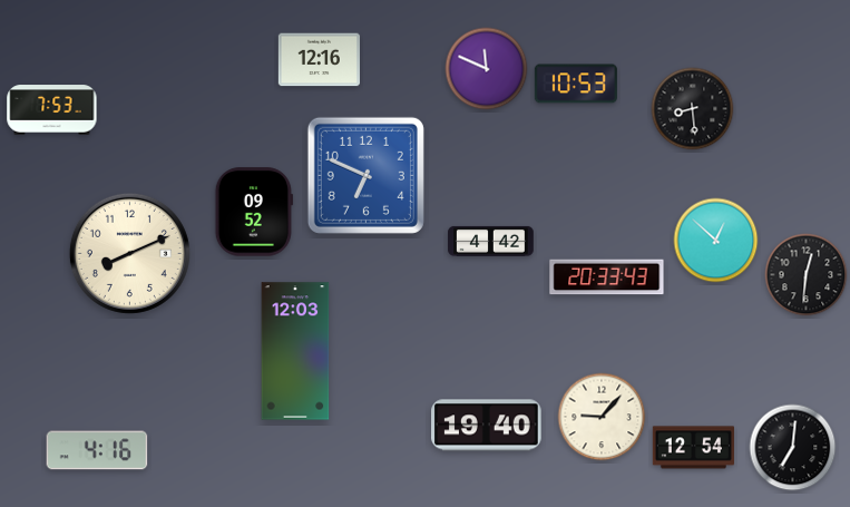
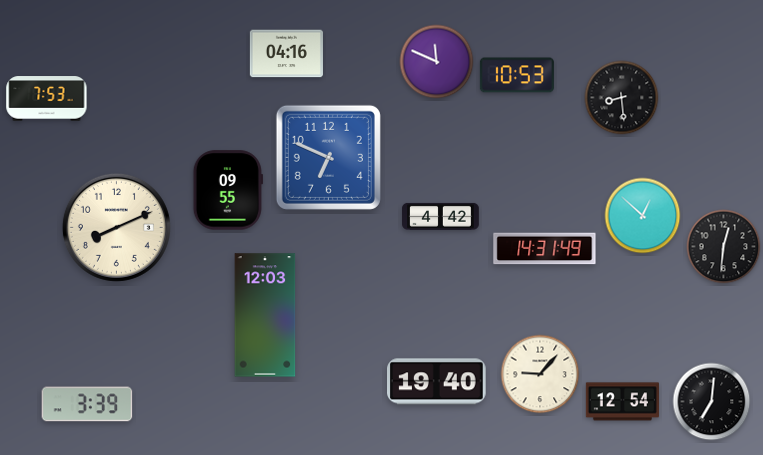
clock at (319, 60): 12:16 -> 04:16
clock at (254, 212): 09:52 -> 09:55
clock at (607, 277): 20:33 -> 14:31
clock at (97, 450): 4:16 -> 3:39
